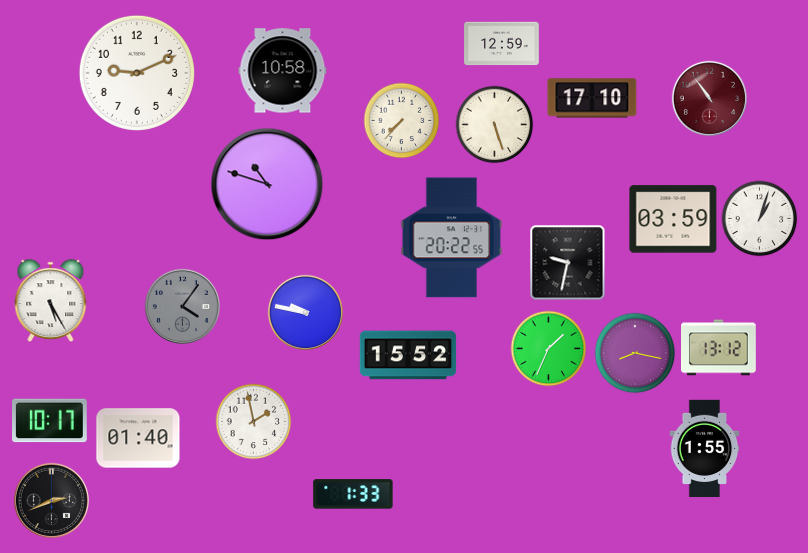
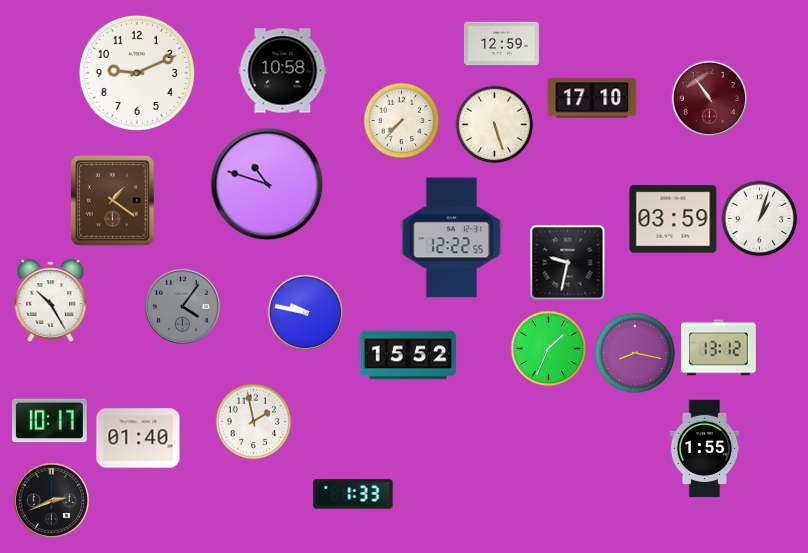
clock at (113, 201): none -> 1:21
clock at (452, 238): 20:22 -> 12:22
clock at (51, 301): 5:25 -> 10:25
